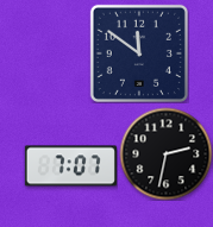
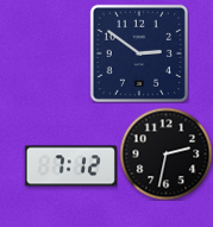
clock at (139, 53): 11:51 -> 2:51
clock at (70, 166): 7:07 -> 7:12
